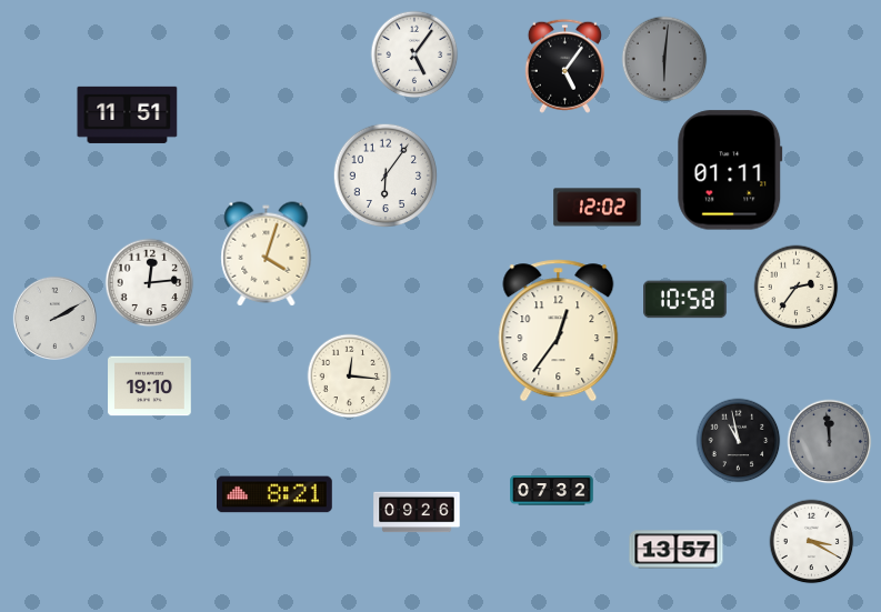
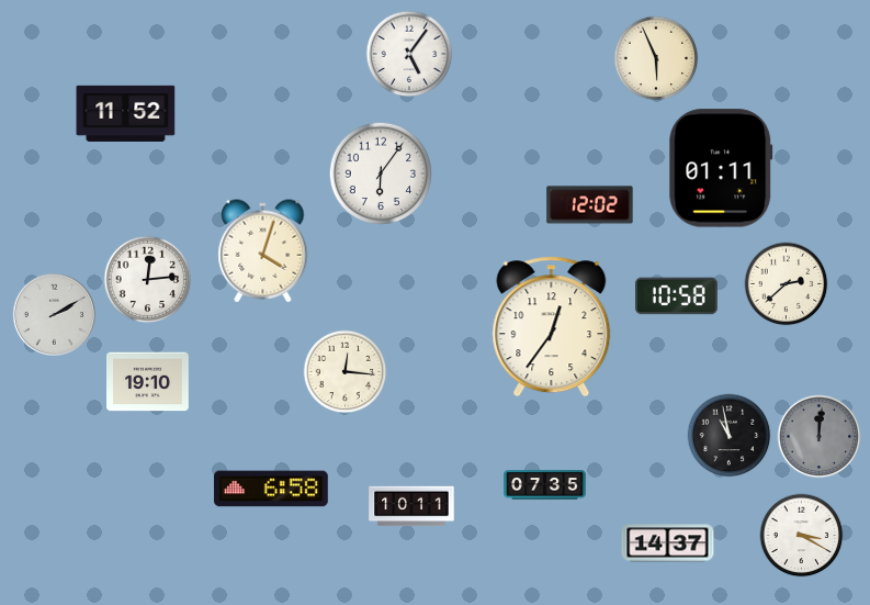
clock at (664, 59): 6:01 -> 5:56
clock at (664, 59) dial: grey -> cream
clock at (564, 66): 5:06 -> none
clock at (128, 114): 11:51 -> 11:52
clock at (797, 288): 2:36 -> 2:38
clock at (830, 442): 11:59 -> 12:01
clock at (552, 491): 07:32 -> 07:35
clock at (274, 494): 8:21 -> 6:58
clock at (417, 512): 09:26 -> 10:11
clock at (677, 550): 13:57 -> 14:37
